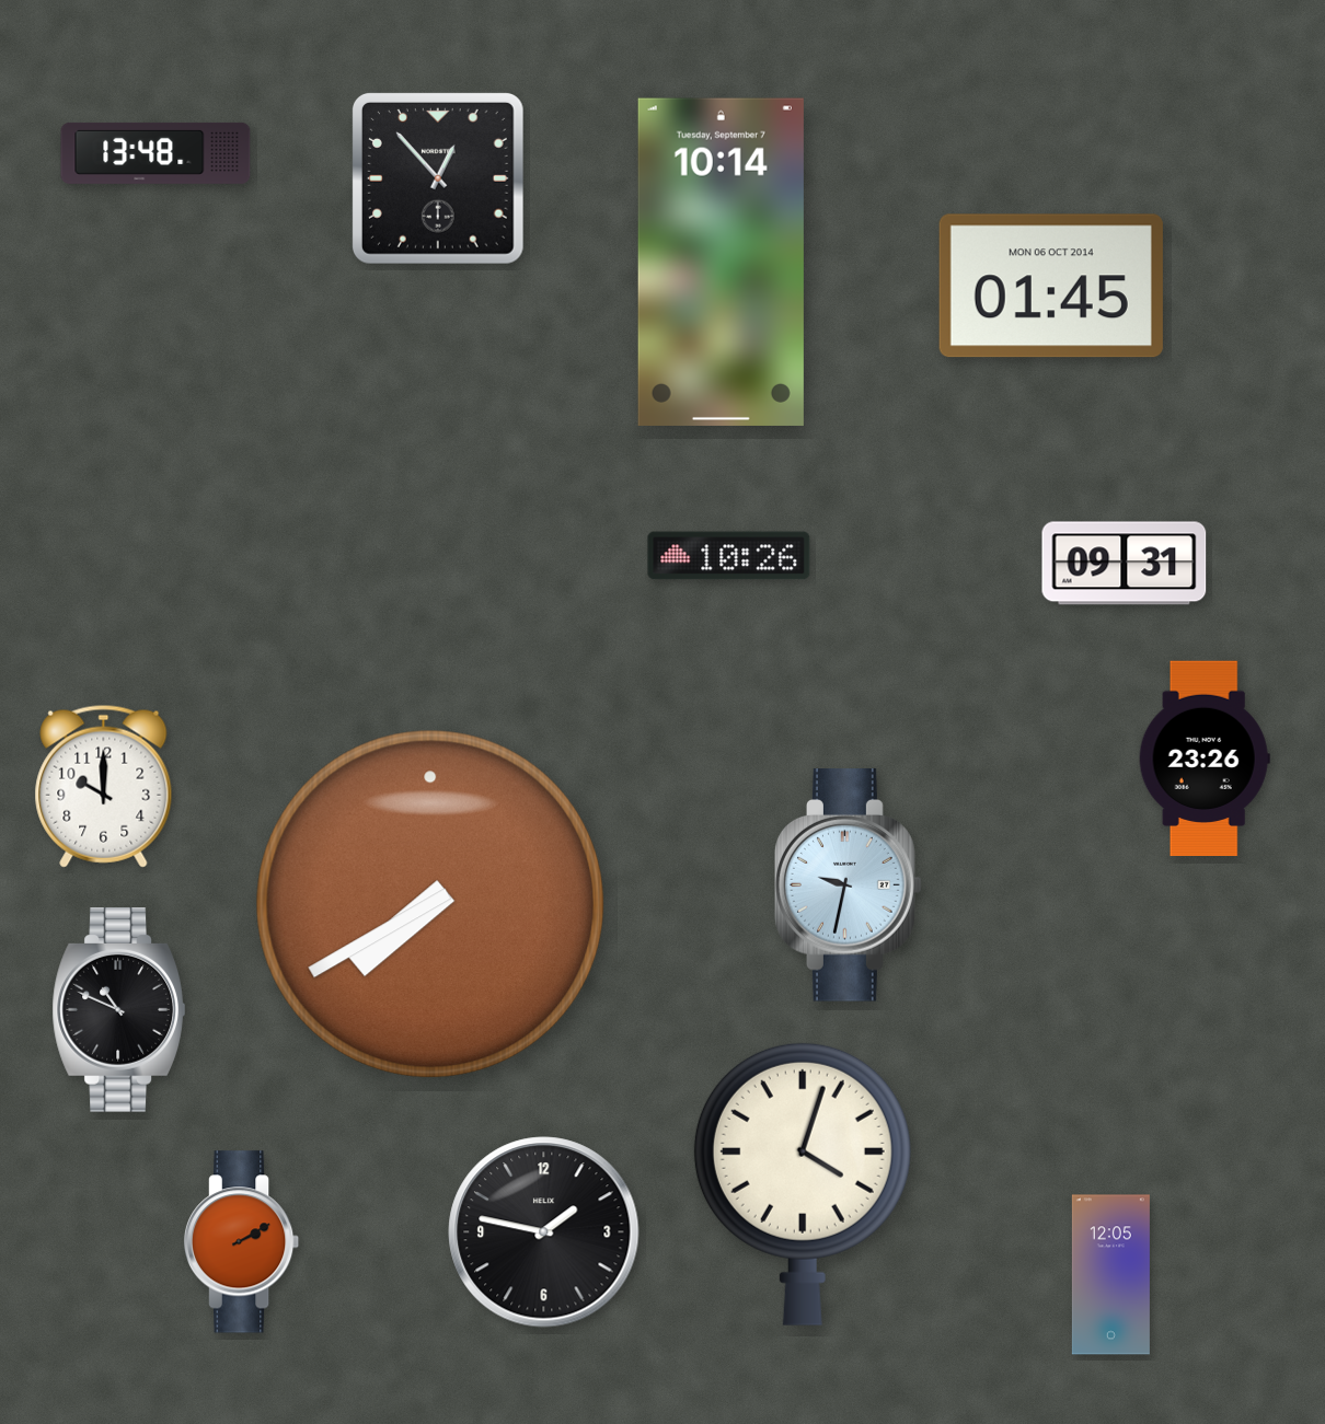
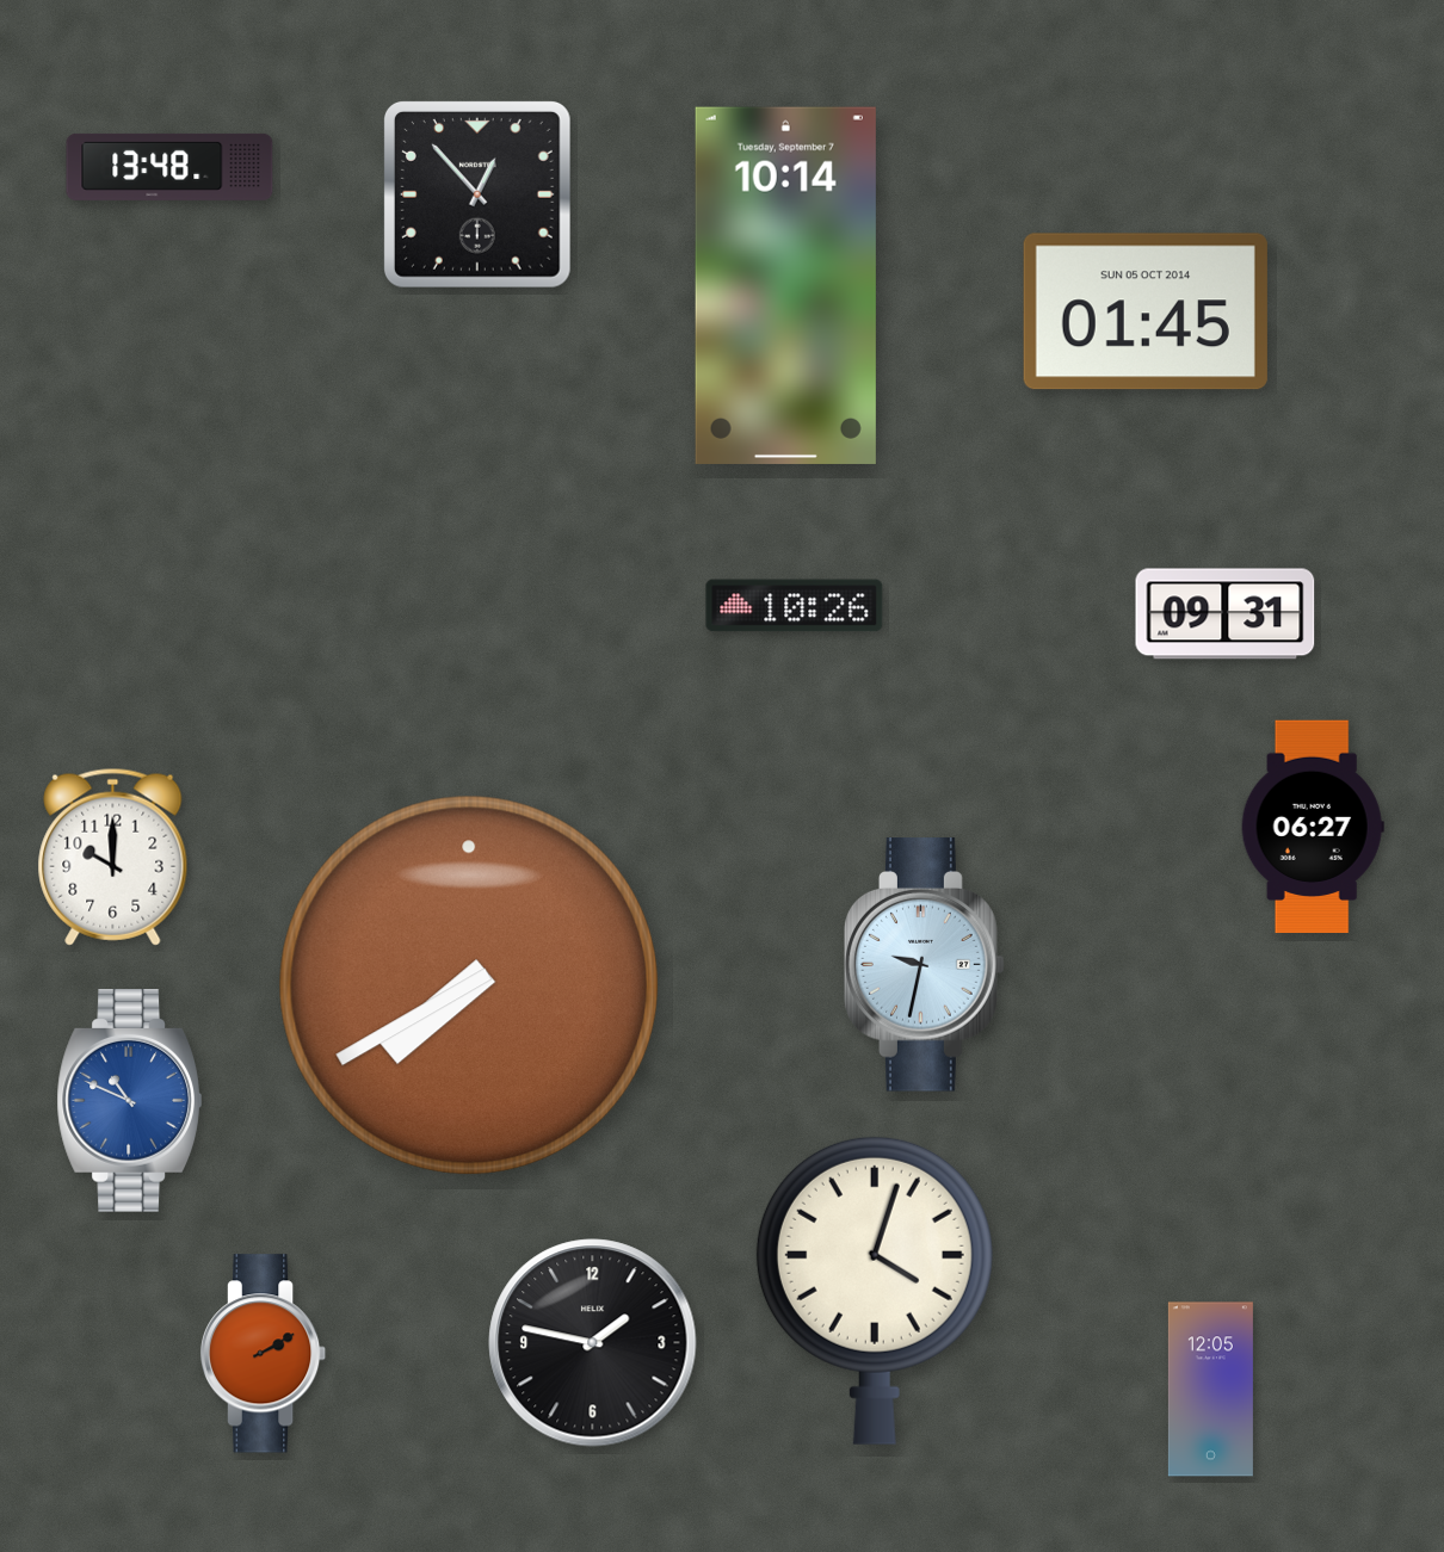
clock at (1051, 286) date: MON 06 OCT 2014 -> SUN 05 OCT 2014
clock at (1205, 759): 23:26 -> 06:27
clock at (118, 1010) dial: black -> blue
